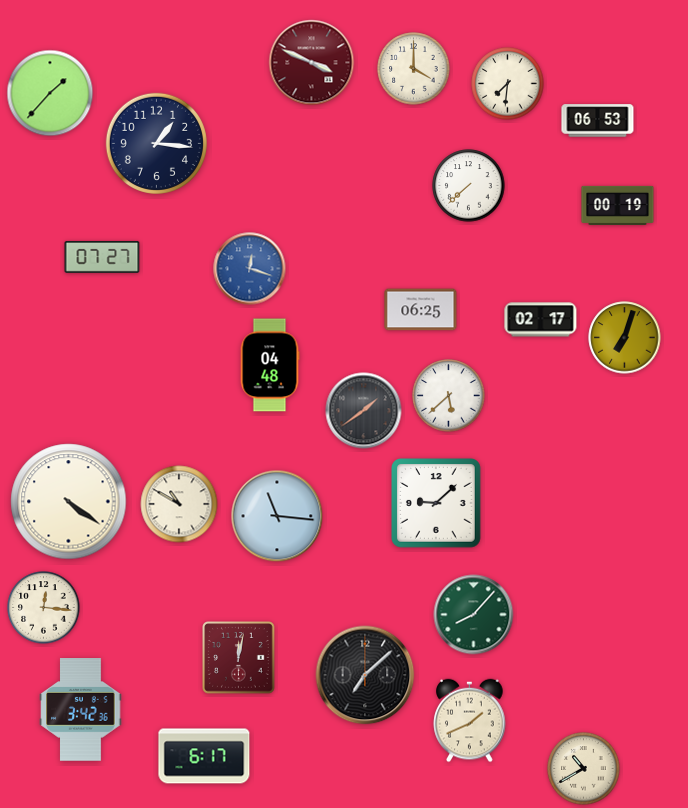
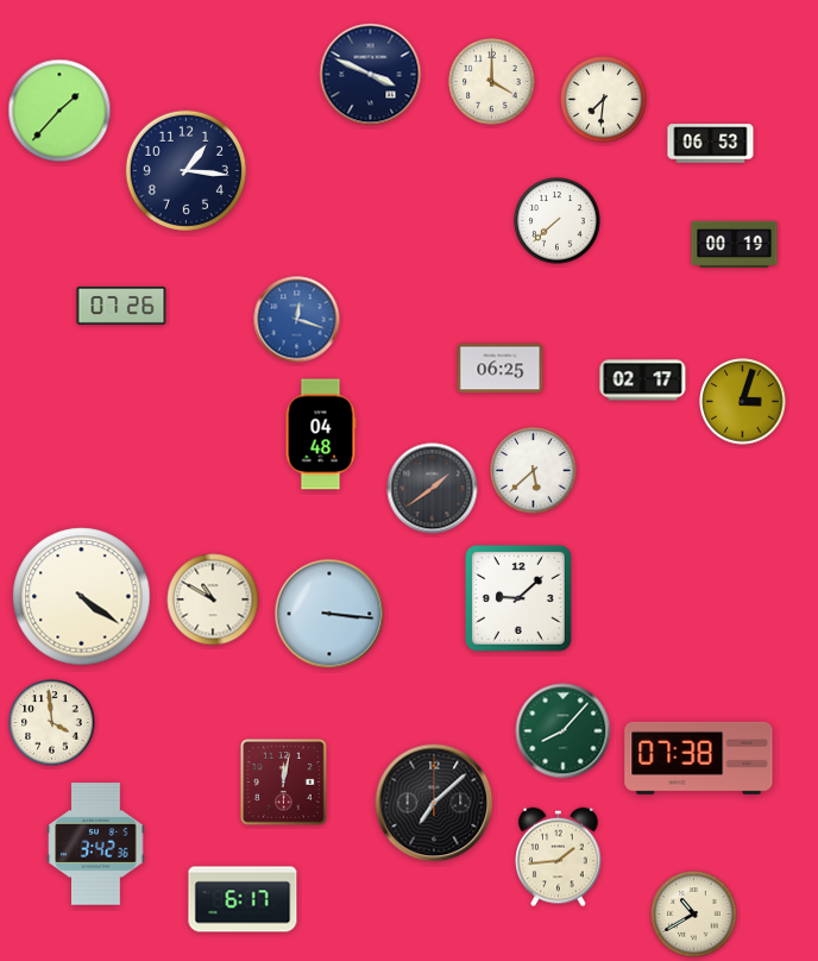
clock at (312, 63) dial: burgundy -> navy
clock at (102, 257): 07:27 -> 07:26
clock at (625, 338): 7:03 -> 3:03
clock at (277, 516): 11:16 -> 3:16
clock at (44, 608): 12:16 -> 3:59
clock at (699, 758): none -> 07:38
clock at (470, 721): 1:41 -> 1:44
